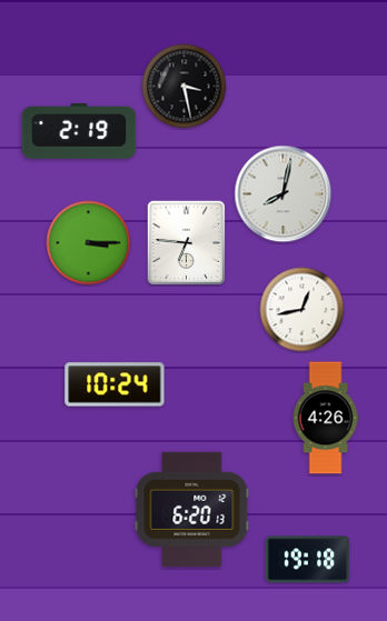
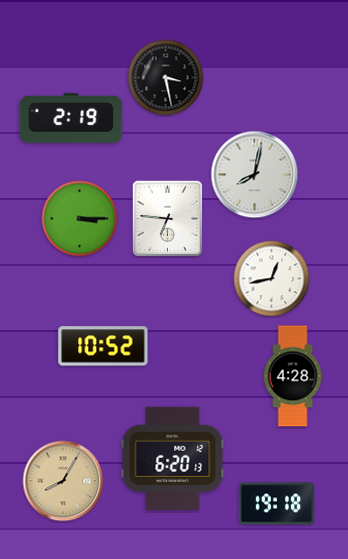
clock at (115, 384): 10:24 -> 10:52
clock at (326, 418): 4:26 -> 4:28
clock at (63, 481): none -> 8:05
